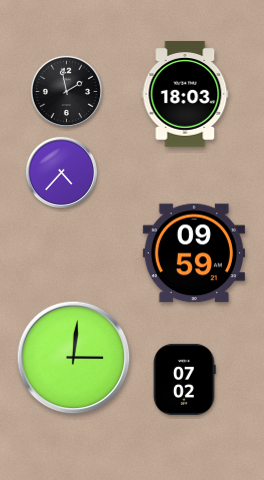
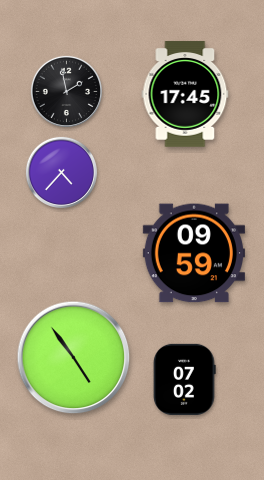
clock at (185, 94): 18:03 -> 17:45
clock at (74, 358): 3:01 -> 4:54
